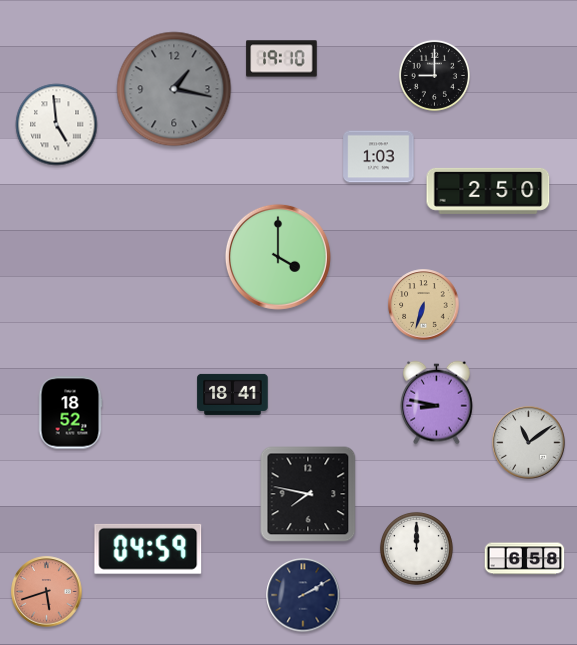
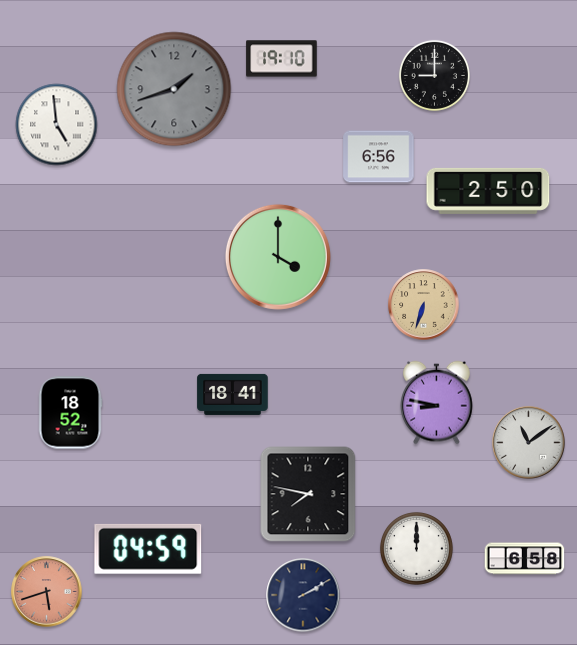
clock at (174, 89): 1:17 -> 1:42
clock at (379, 157): 1:03 -> 6:56
